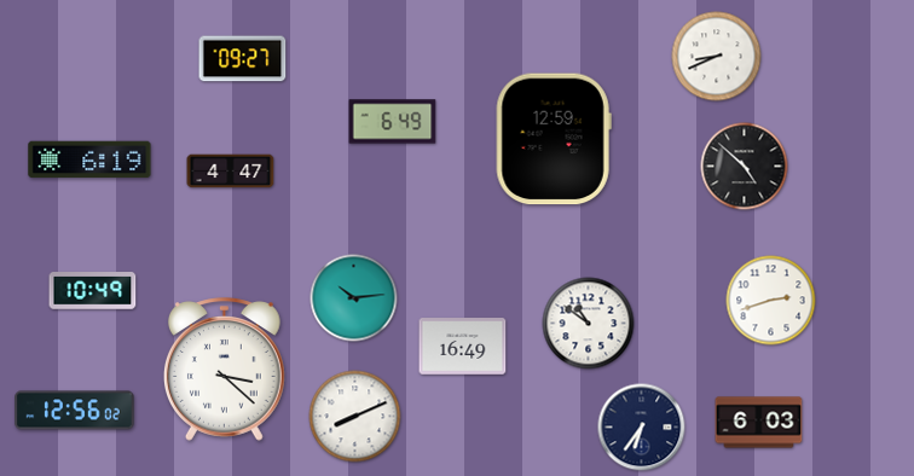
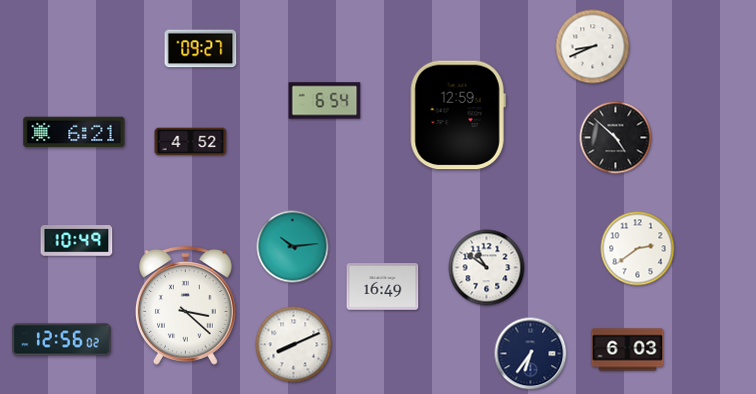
clock at (393, 122): 6:49 -> 6:54
clock at (89, 159): 6:19 -> 6:21
clock at (231, 172): 4:47 -> 4:52
clock at (771, 301): 2:42 -> 2:39
